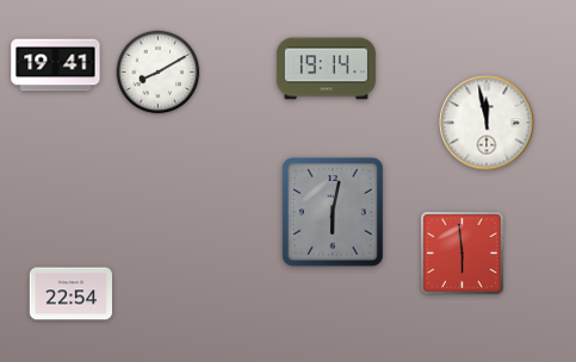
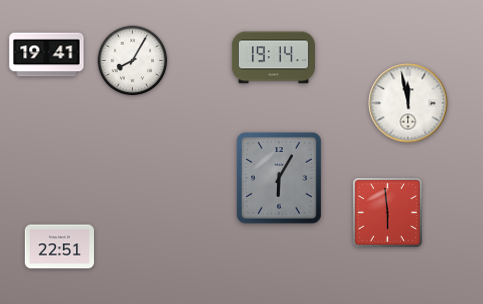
clock at (159, 73): 8:10 -> 8:05
clock at (333, 213): 6:02 -> 6:05
clock at (72, 294): 22:54 -> 22:51
